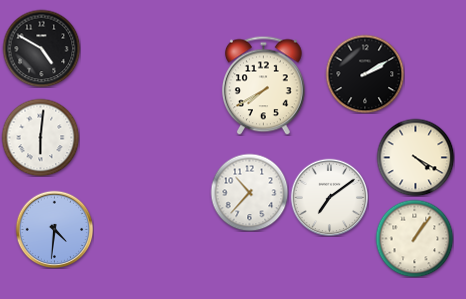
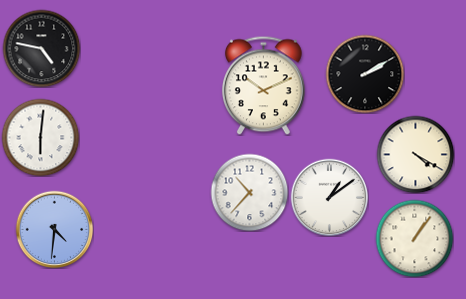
clock at (41, 48): 4:50 -> 4:47
clock at (263, 85): 7:40 -> 10:11
clock at (415, 157) position: (415, 157) -> (415, 154)
clock at (329, 197): 7:09 -> 1:09
